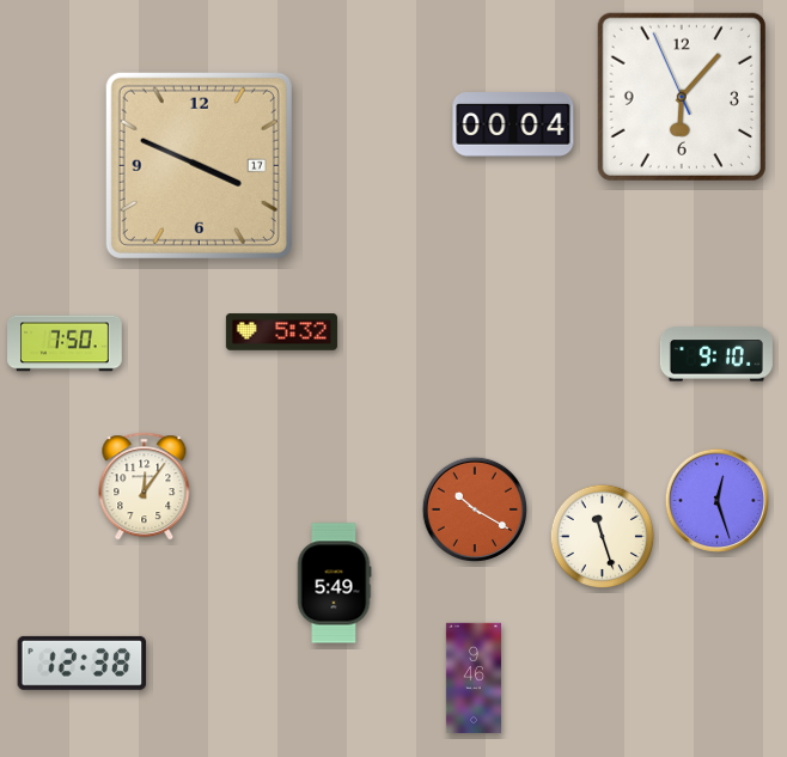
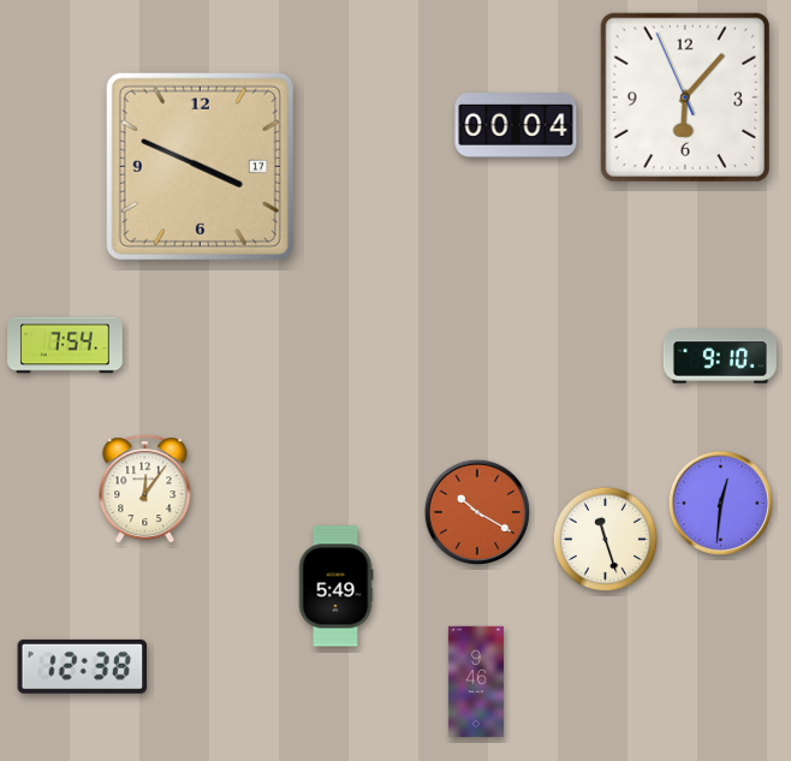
clock at (281, 332): 5:32 -> none
clock at (65, 343): 7:50 -> 7:54
clock at (716, 500): 12:27 -> 12:31
